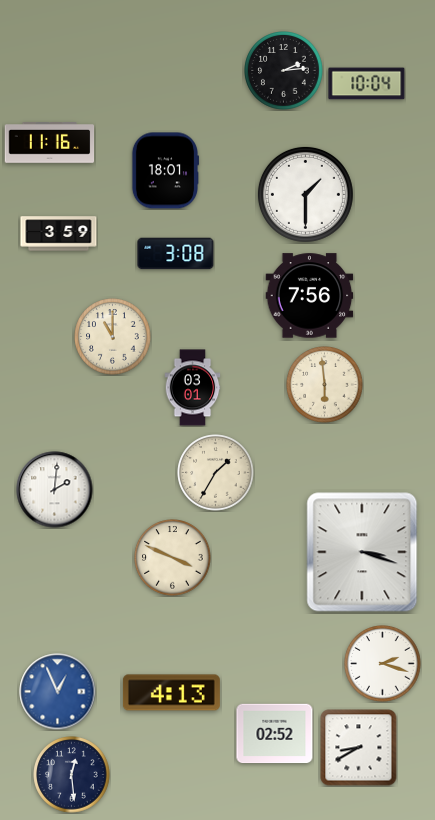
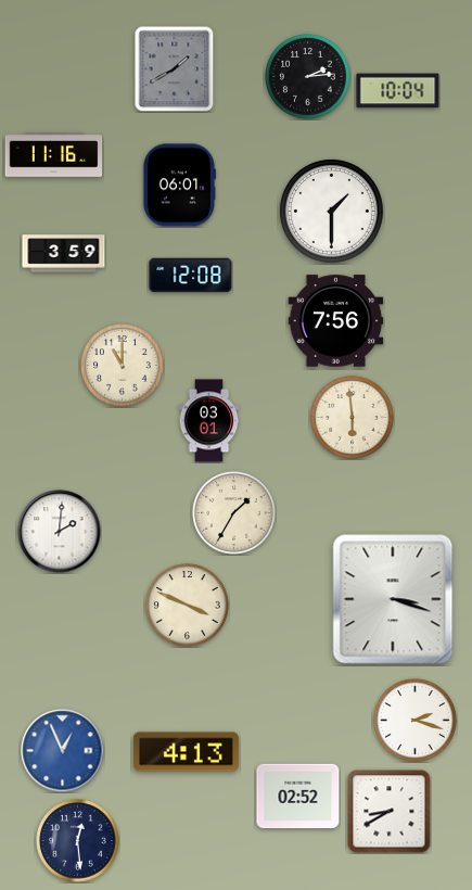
clock at (175, 69): none -> 1:40
clock at (164, 171): 18:01 -> 06:01
clock at (176, 254): 3:08 -> 12:08
